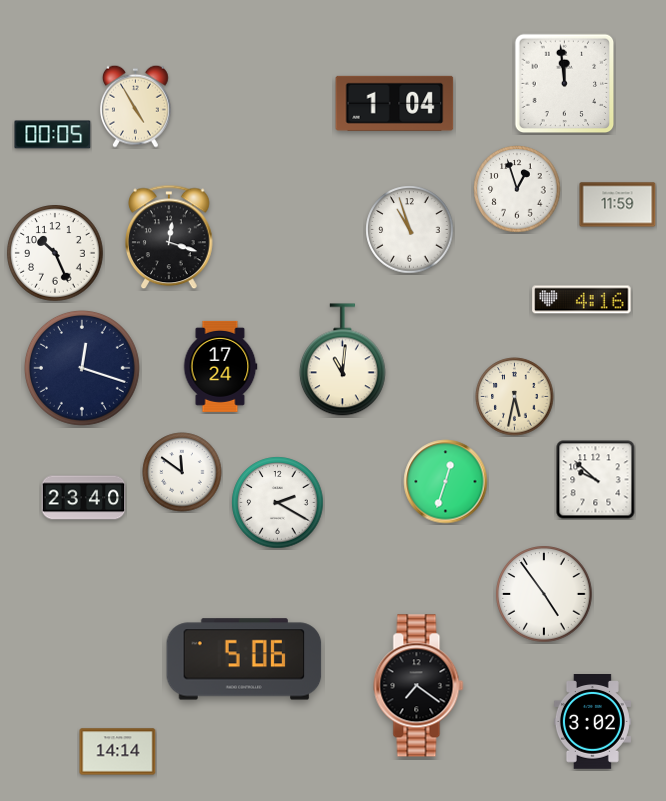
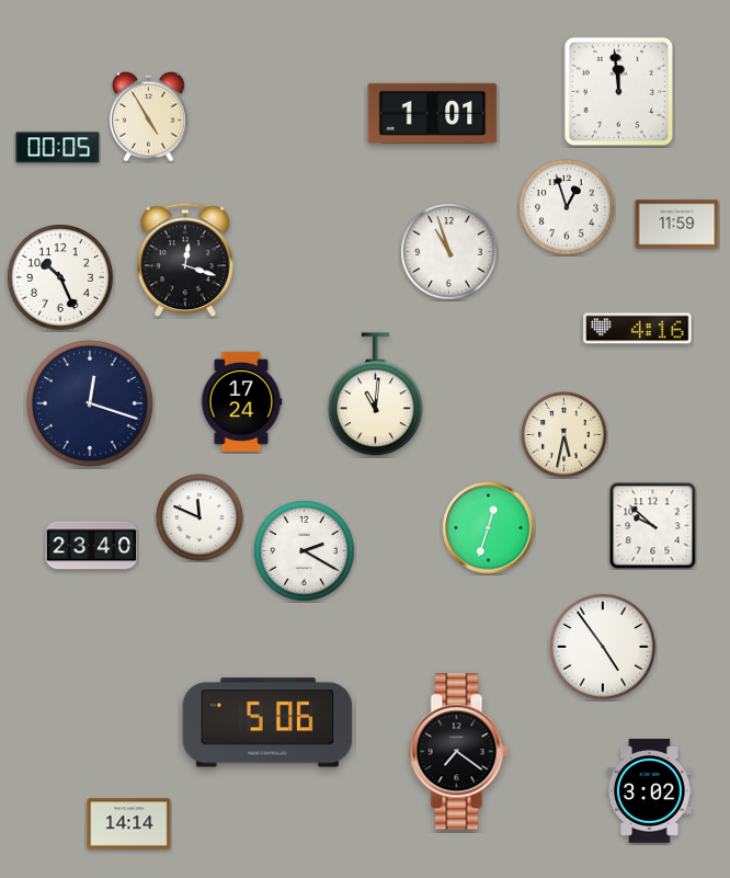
clock at (395, 103): 1:04 -> 1:01
clock at (182, 472): 11:51 -> 11:49
clock at (544, 594) position: (544, 594) -> (603, 647)
